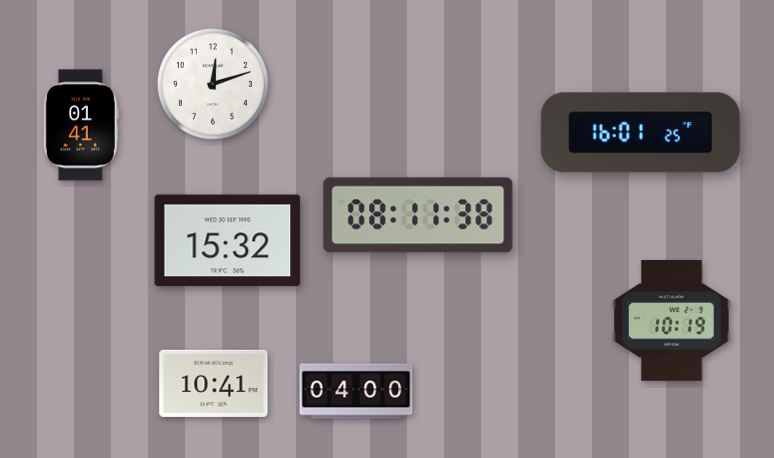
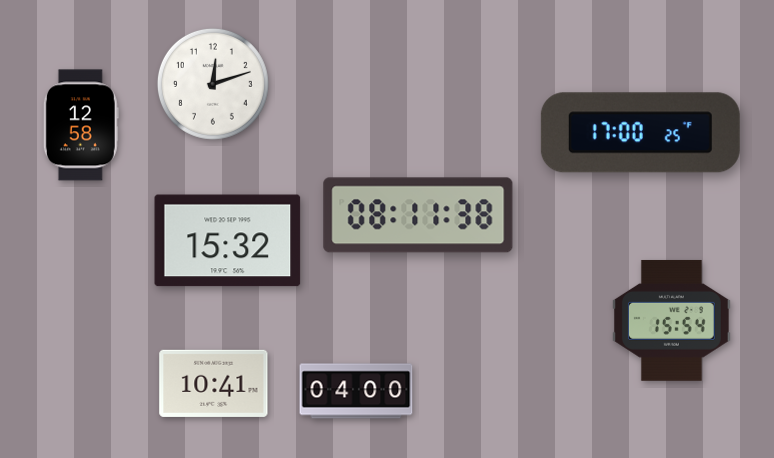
clock at (81, 125): 01:41 -> 12:58
clock at (640, 133): 16:01 -> 17:00
clock at (671, 320): 10:19 -> 15:54
